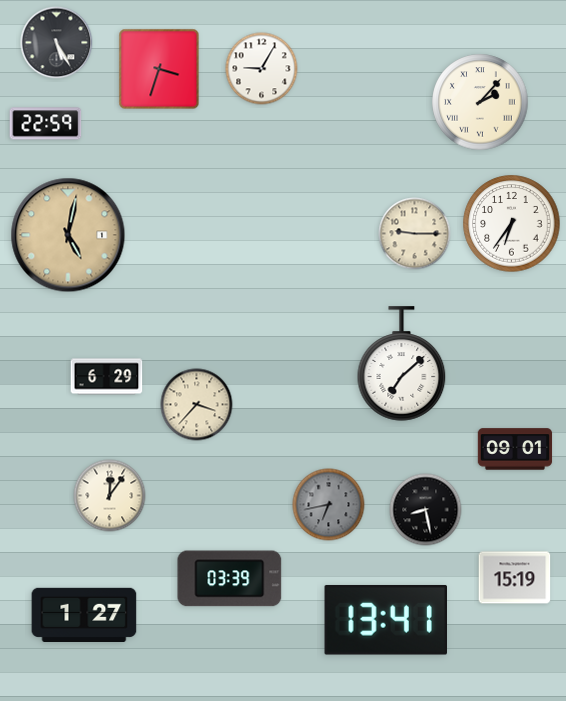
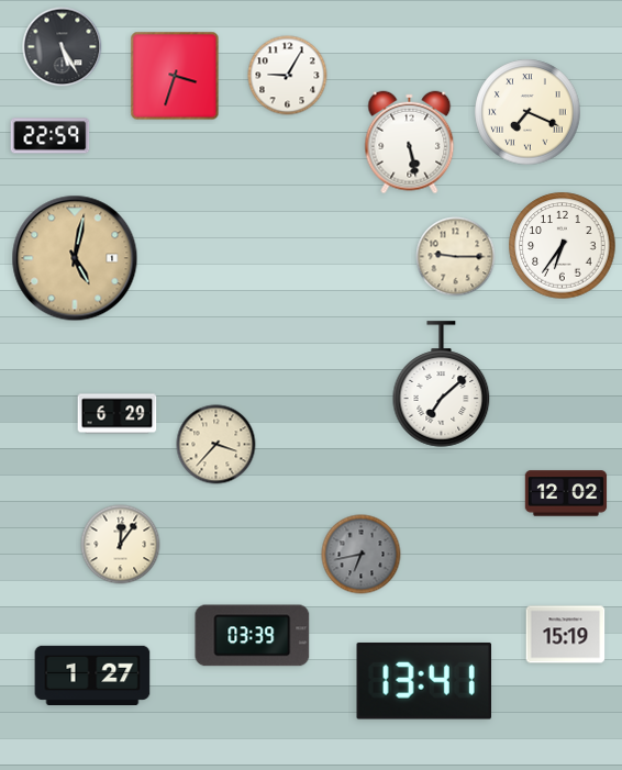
clock at (480, 102): 2:07 -> 7:19
clock at (410, 143): none -> 5:28
clock at (402, 364) position: (402, 364) -> (442, 384)
clock at (515, 449): 09:01 -> 12:02
clock at (426, 510): 8:28 -> none
